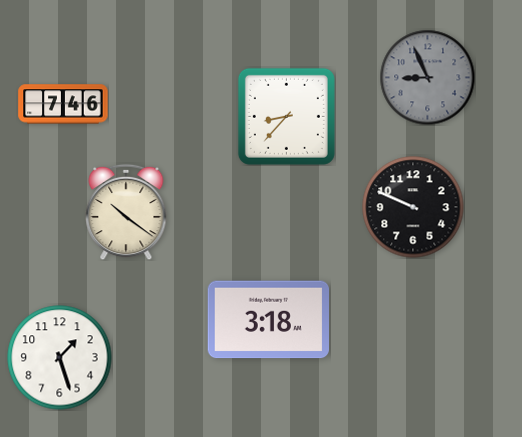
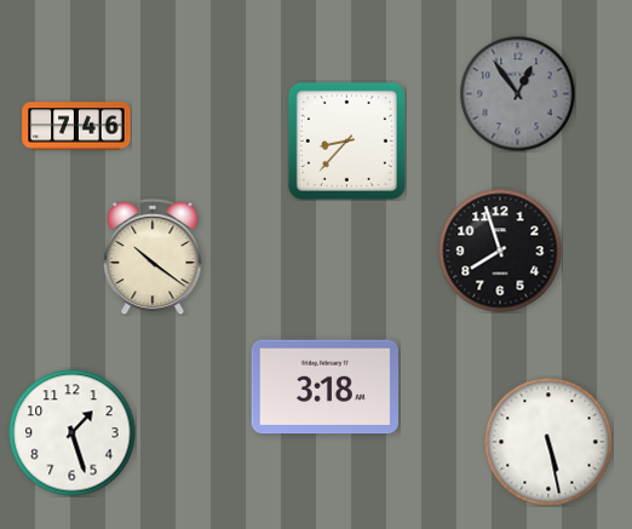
clock at (427, 77): 8:56 -> 12:54
clock at (413, 207): 9:49 -> 7:57
clock at (548, 442): none -> 5:28
